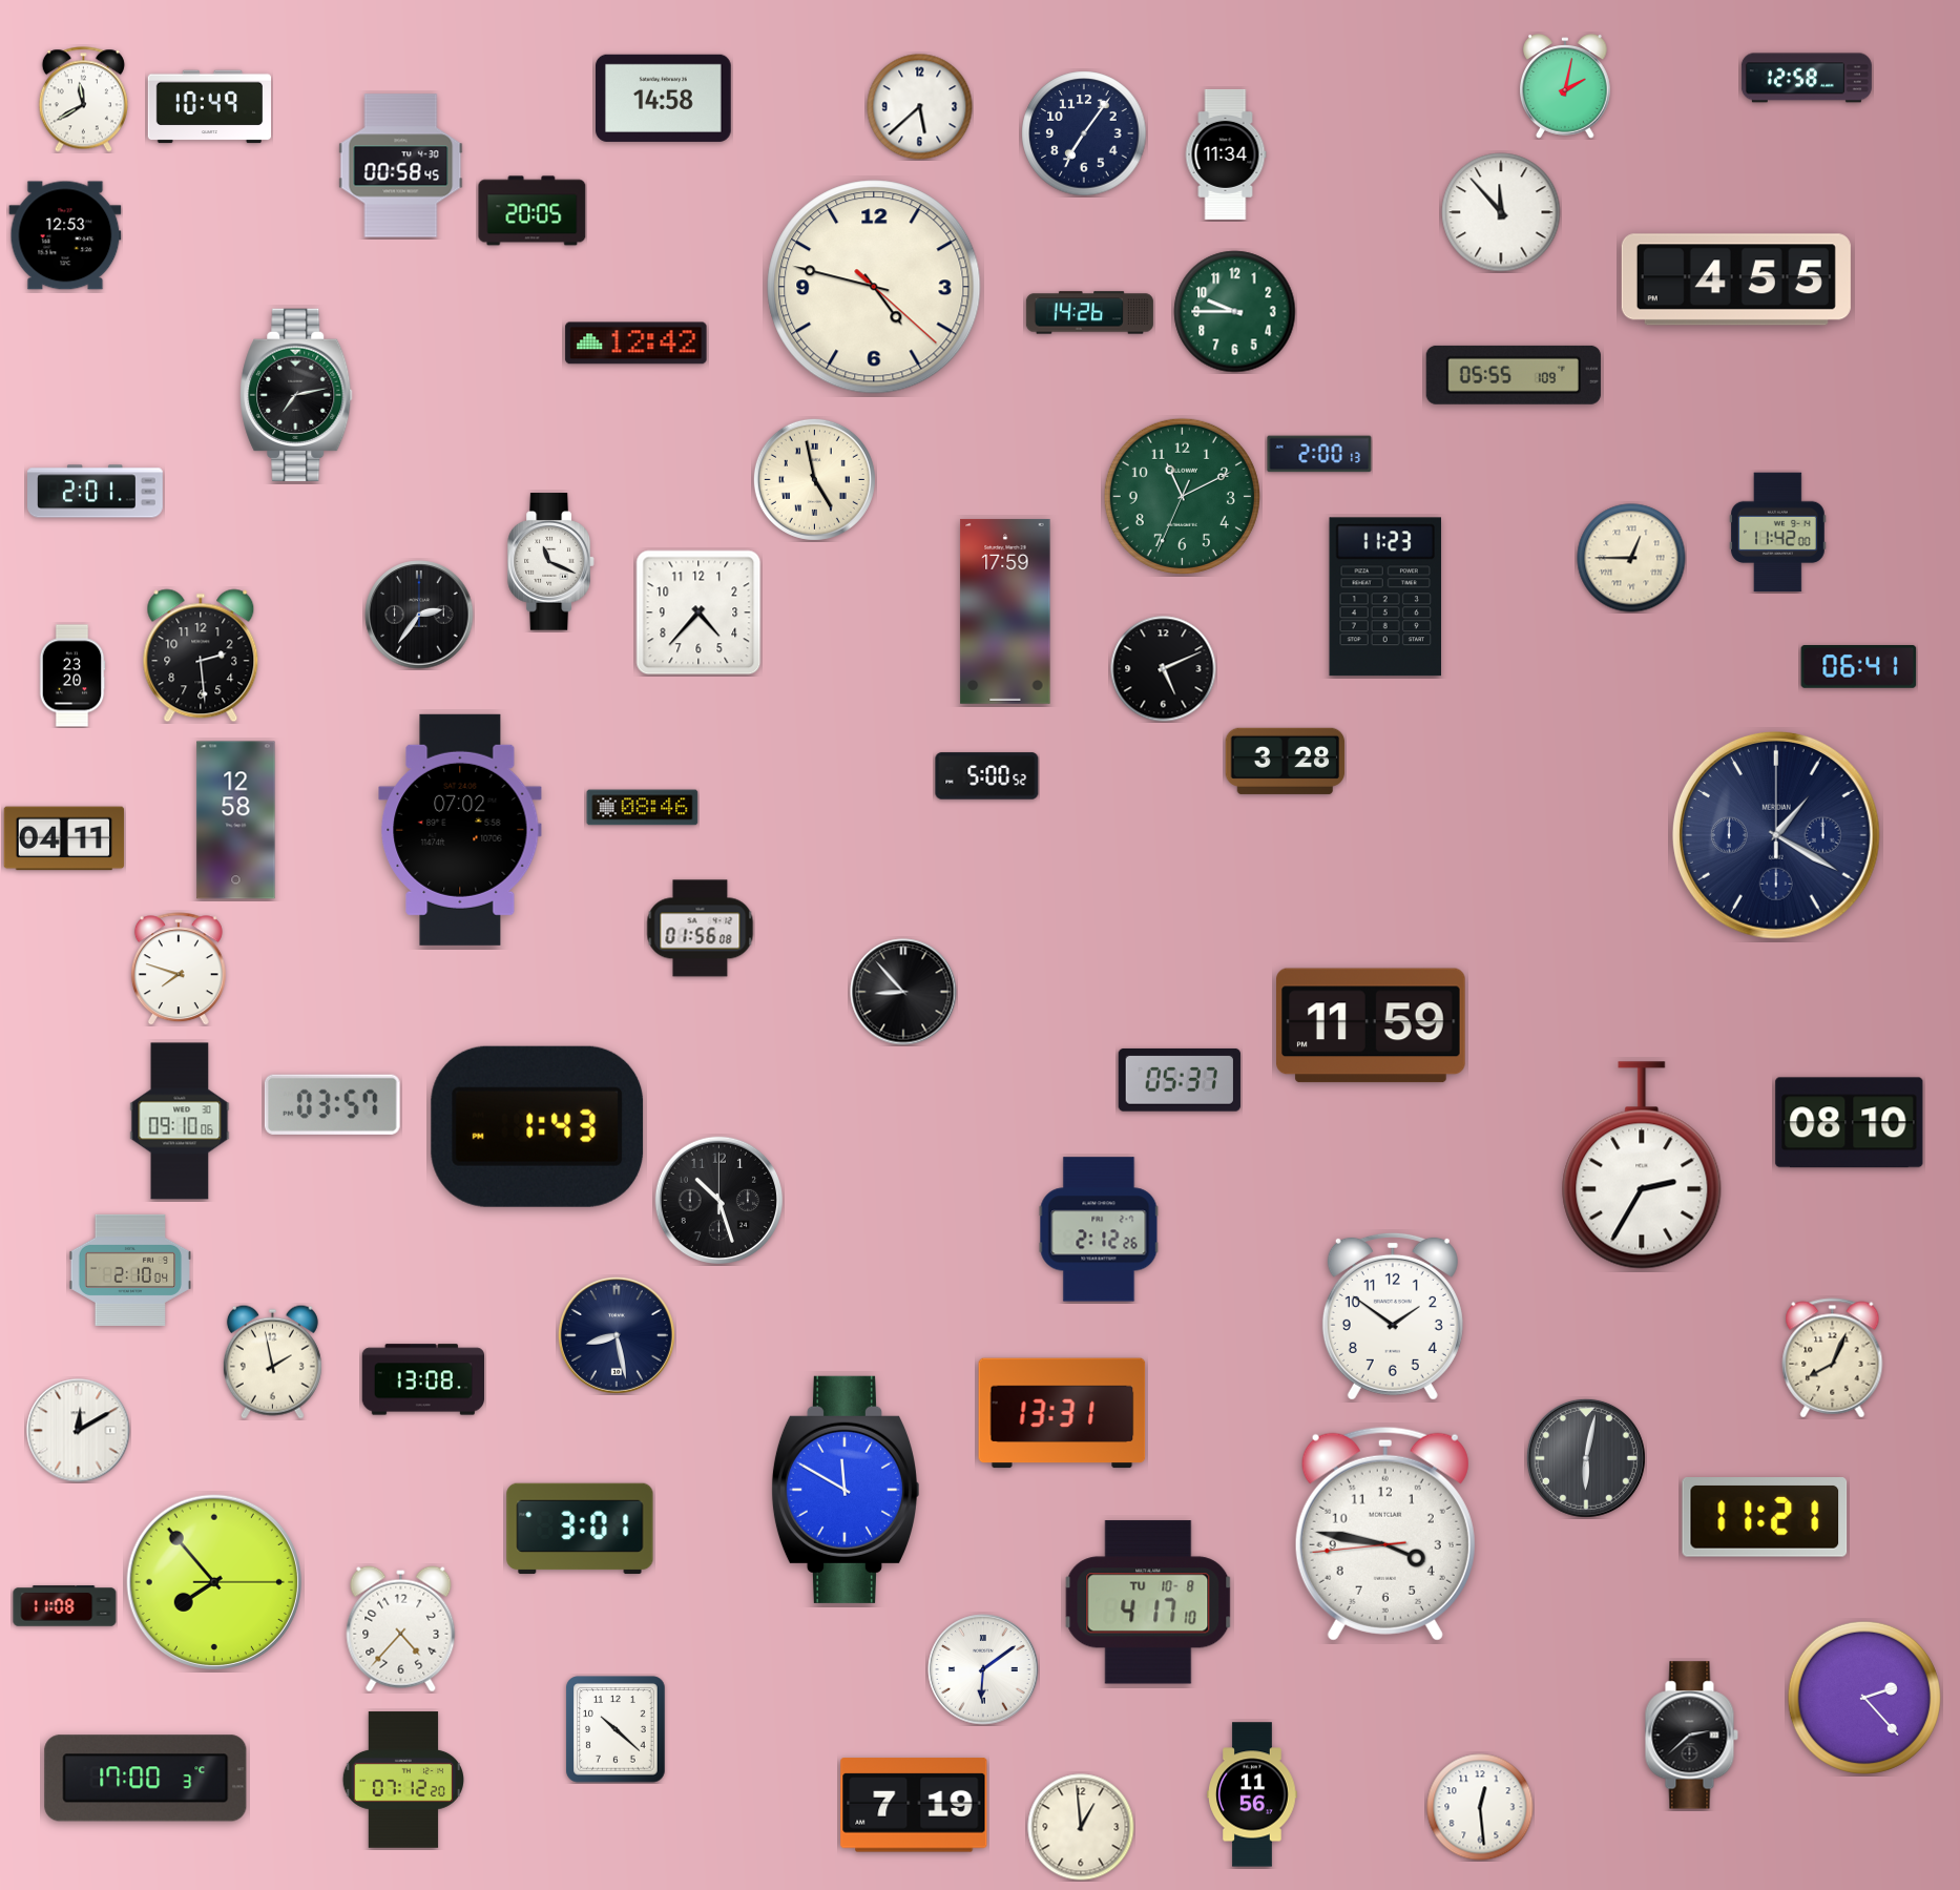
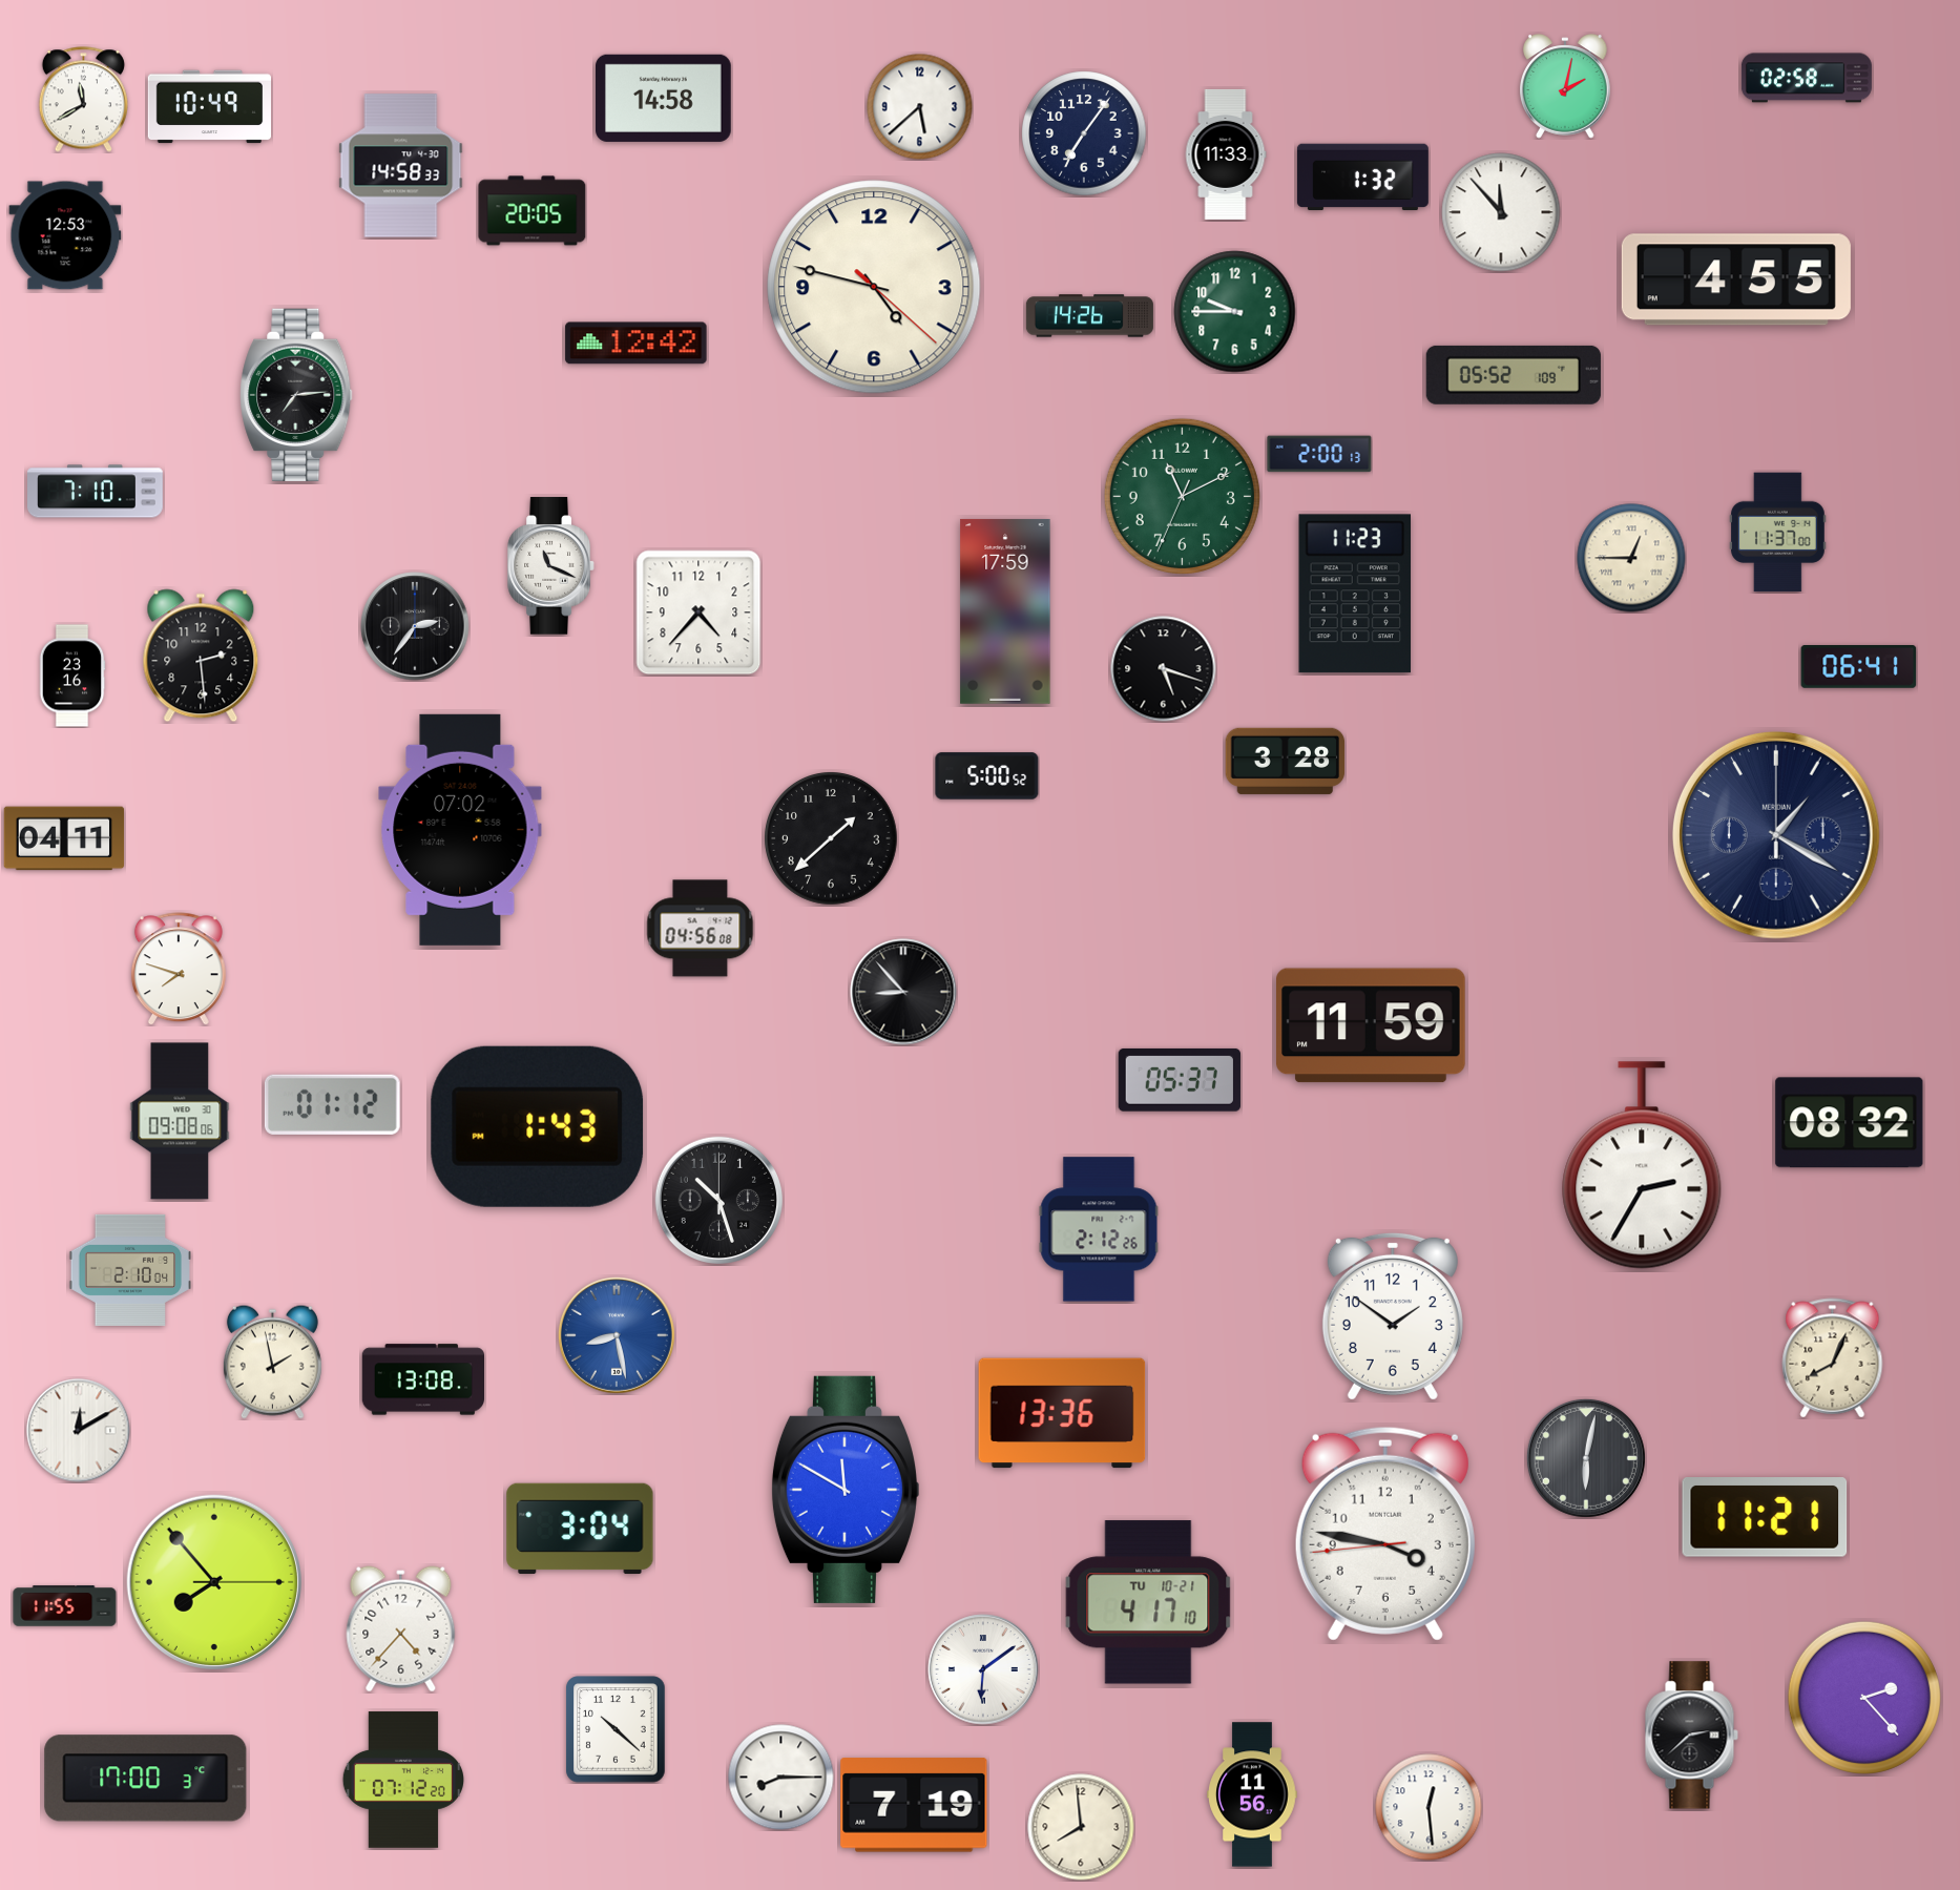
clock at (1807, 78): 12:58 -> 02:58
clock at (1226, 154): 11:34 -> 11:33
clock at (401, 166): 00:58 -> 14:58
clock at (1362, 178): none -> 1:32
clock at (1089, 313) position: (1089, 313) -> (1089, 316)
clock at (1514, 375): 05:55 -> 05:52
clock at (296, 395): 7:13 -> 7:14
clock at (814, 479): 4:58 -> none
clock at (96, 492): 2:01 -> 7:10
clock at (1777, 533): 11:42 -> 11:37
clock at (551, 562) position: (551, 562) -> (551, 566)
clock at (1385, 597) position: (1385, 597) -> (1355, 594)
clock at (419, 615) position: (419, 615) -> (415, 626)
clock at (1164, 669): 5:11 -> 5:18
clock at (72, 676): 23:20 -> 23:16
clock at (643, 808): 08:46 -> none
clock at (236, 821): 12:58 -> none
clock at (831, 838): none -> 1:38
clock at (701, 929): 01:56 -> 04:56
clock at (332, 1104): 03:57 -> 01:12
clock at (180, 1121): 09:10 -> 09:08
clock at (1850, 1123): 08:10 -> 08:32
clock at (617, 1335) dial: navy -> blue
clock at (1062, 1413): 13:31 -> 13:36
clock at (580, 1529): 3:01 -> 3:04
clock at (1148, 1602) date: TU 10-8 -> TU 10-21
clock at (65, 1606): 11:08 -> 11:55
clock at (781, 1778): none -> 8:15
clock at (1480, 1807) position: (1480, 1807) -> (1429, 1807)
clock at (1081, 1827): 12:59 -> 7:59
